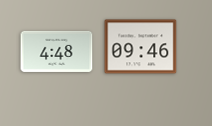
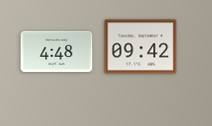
clock at (141, 47): 09:46 -> 09:42
